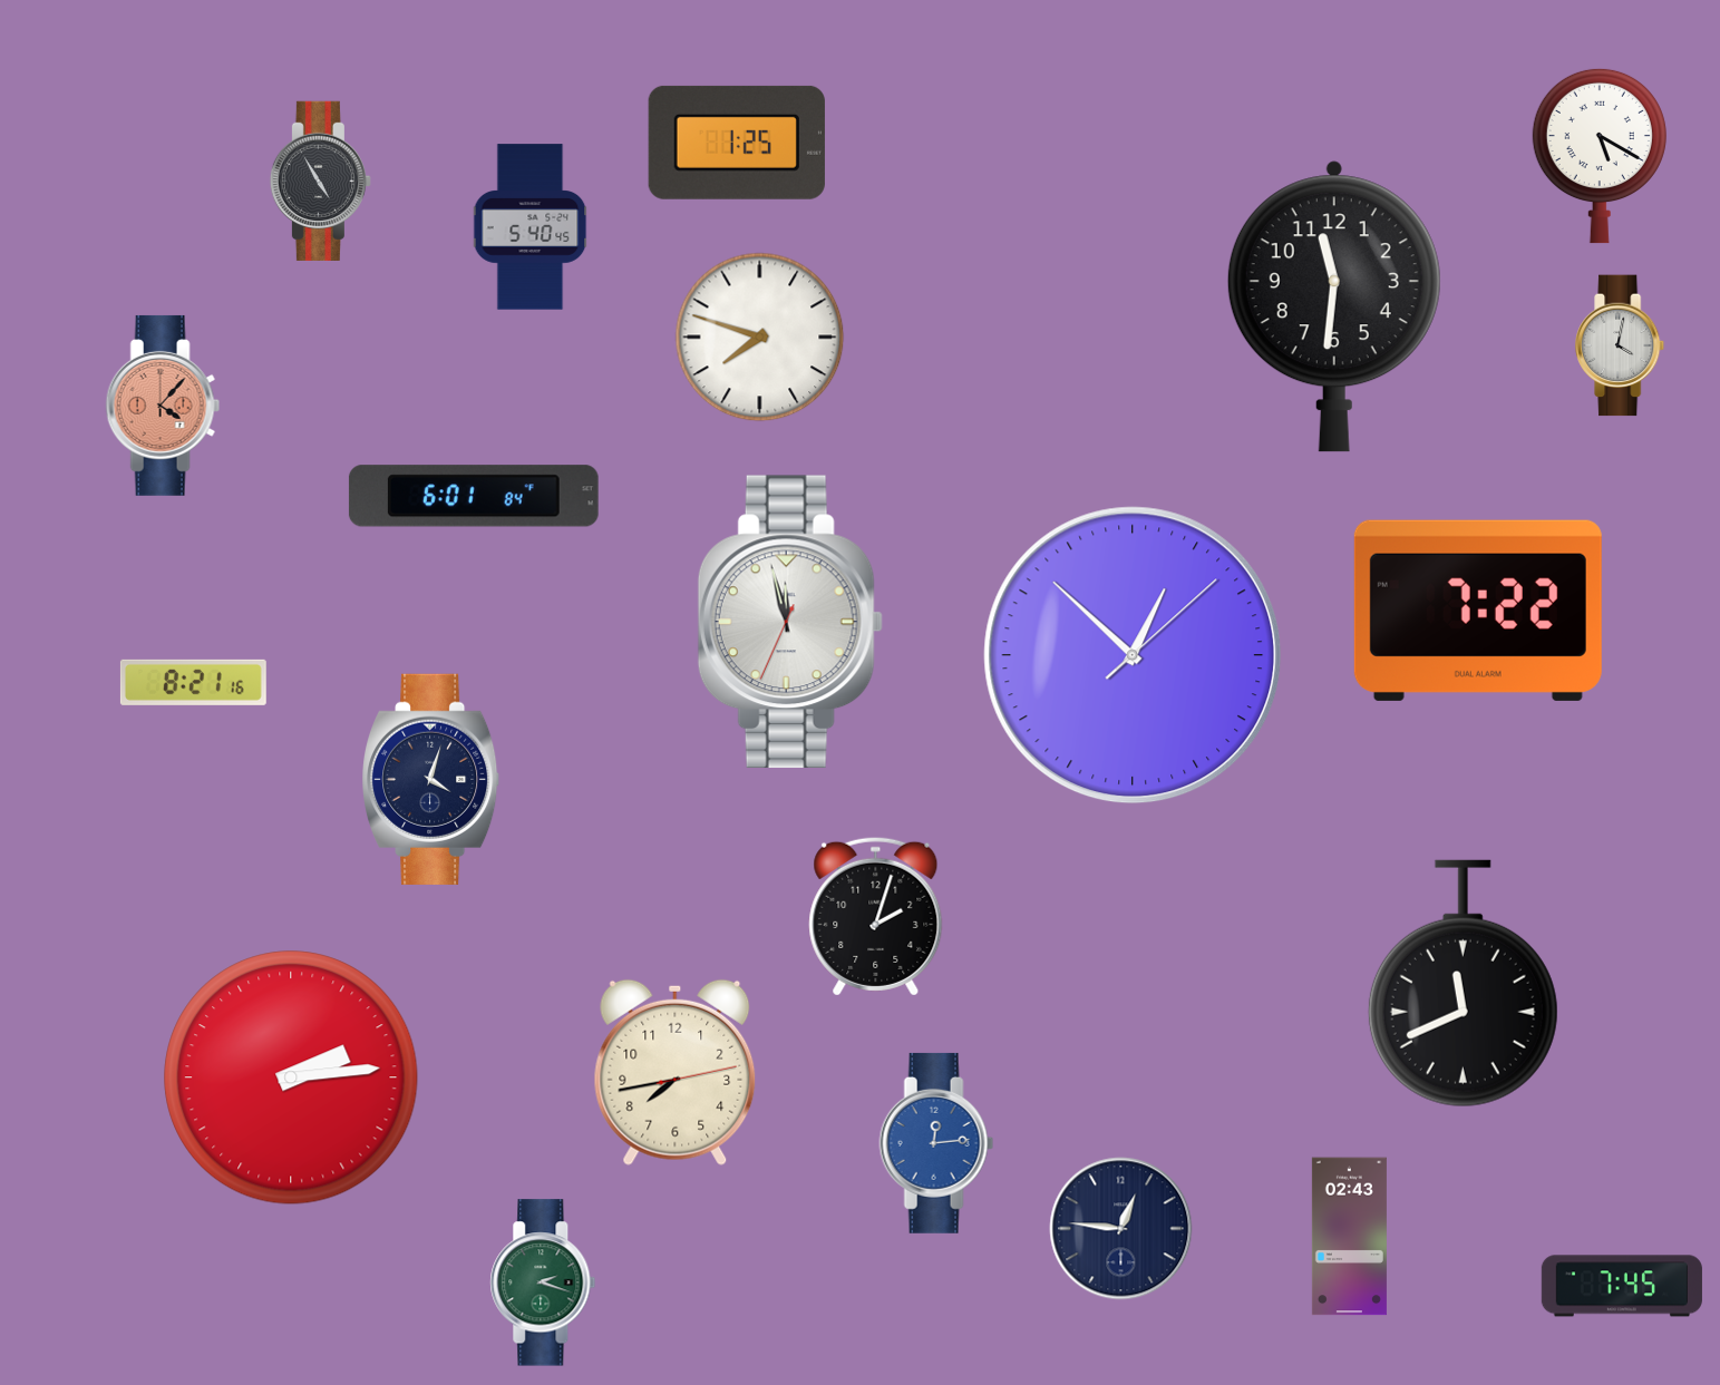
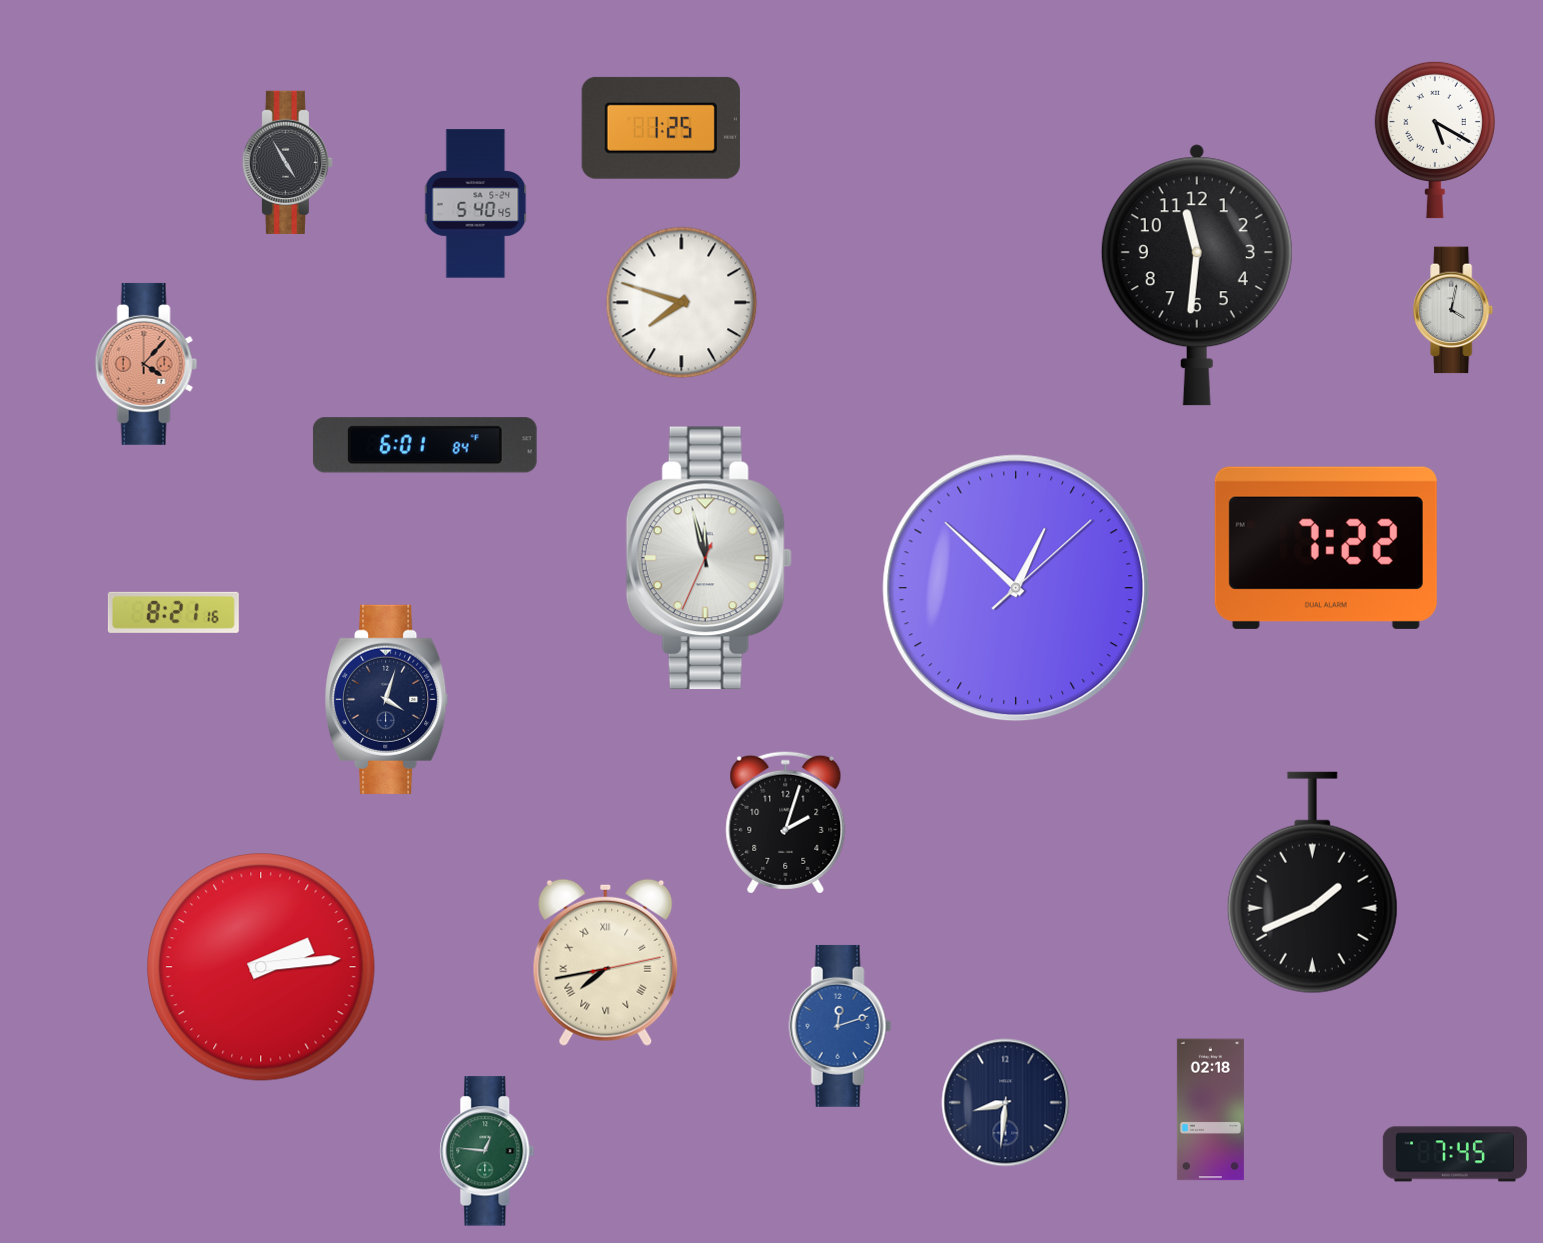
clock at (1463, 984): 11:41 -> 1:41
clock at (676, 1072) numerals: Arabic -> Roman
clock at (936, 1143): 12:14 -> 12:12
clock at (1121, 1229): 12:46 -> 8:31
clock at (1349, 1237): 02:43 -> 02:18
clock at (543, 1282): 2:18 -> 12:46
